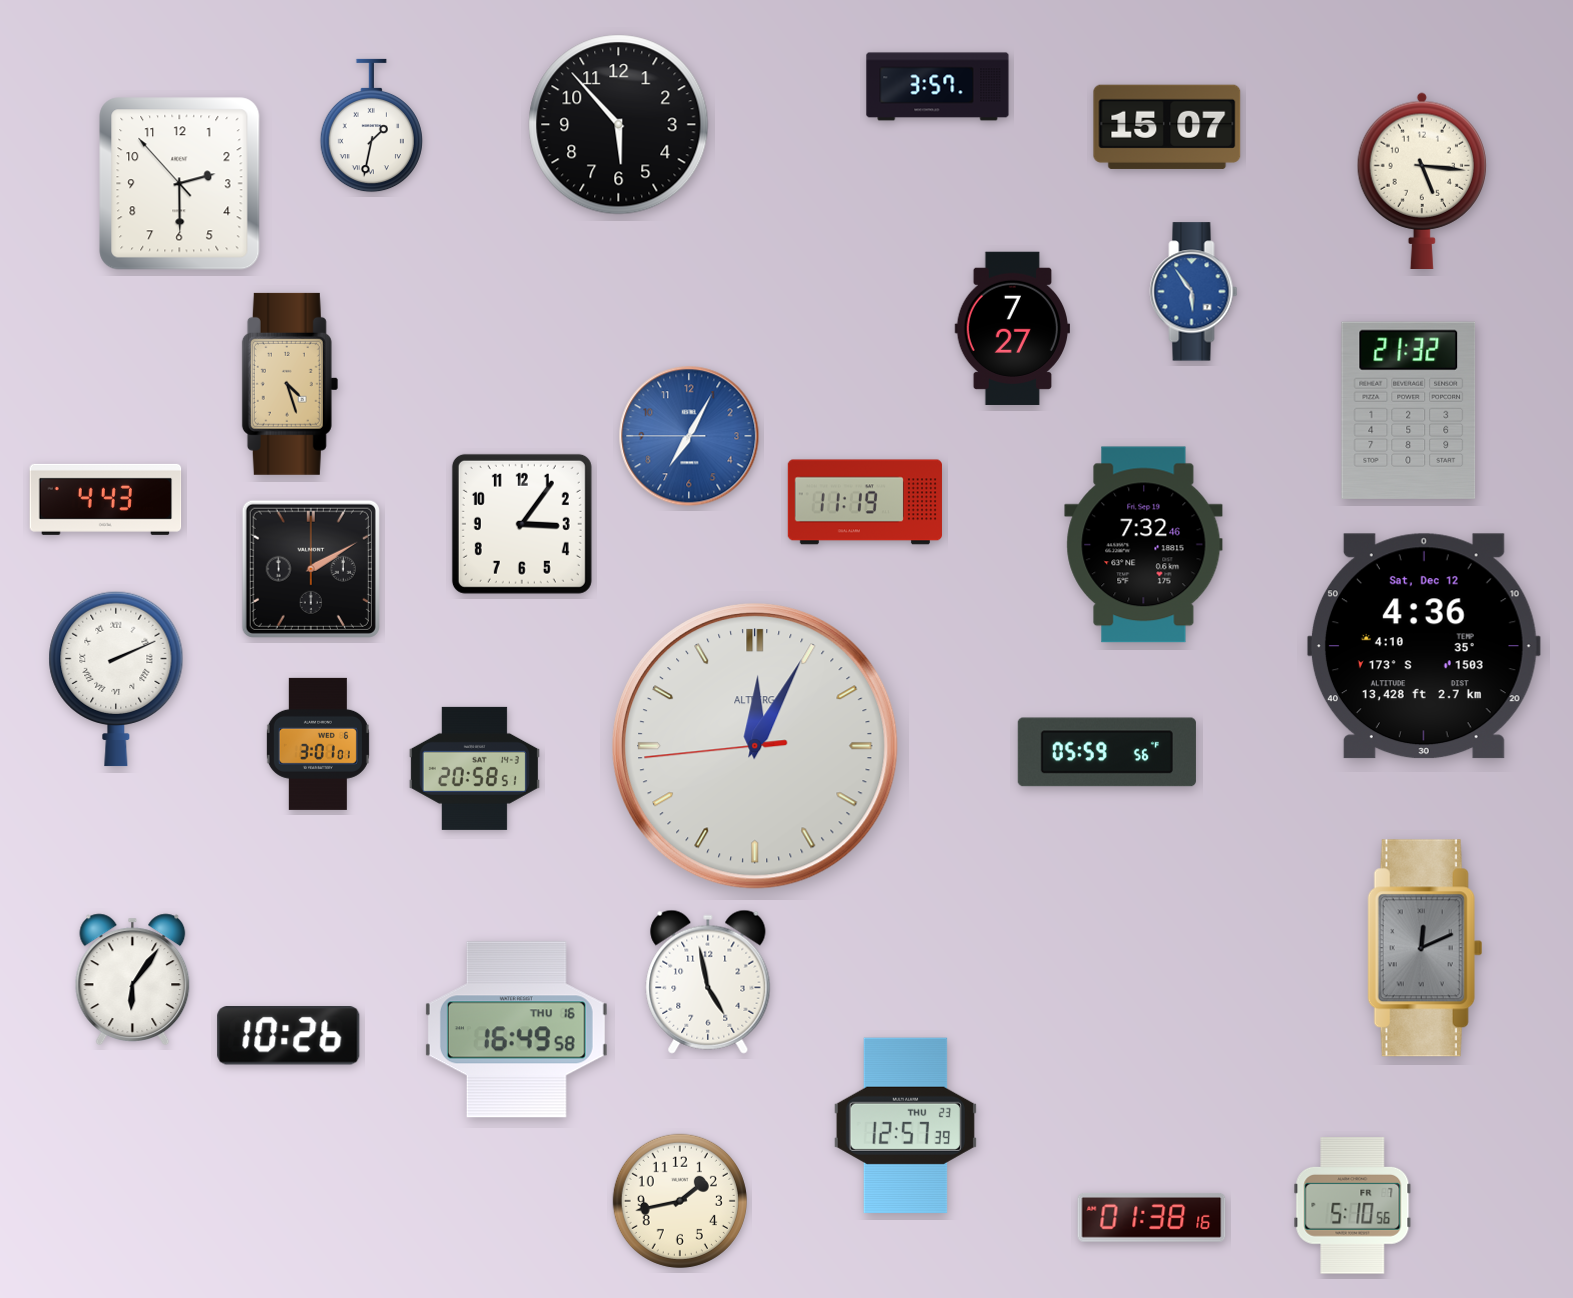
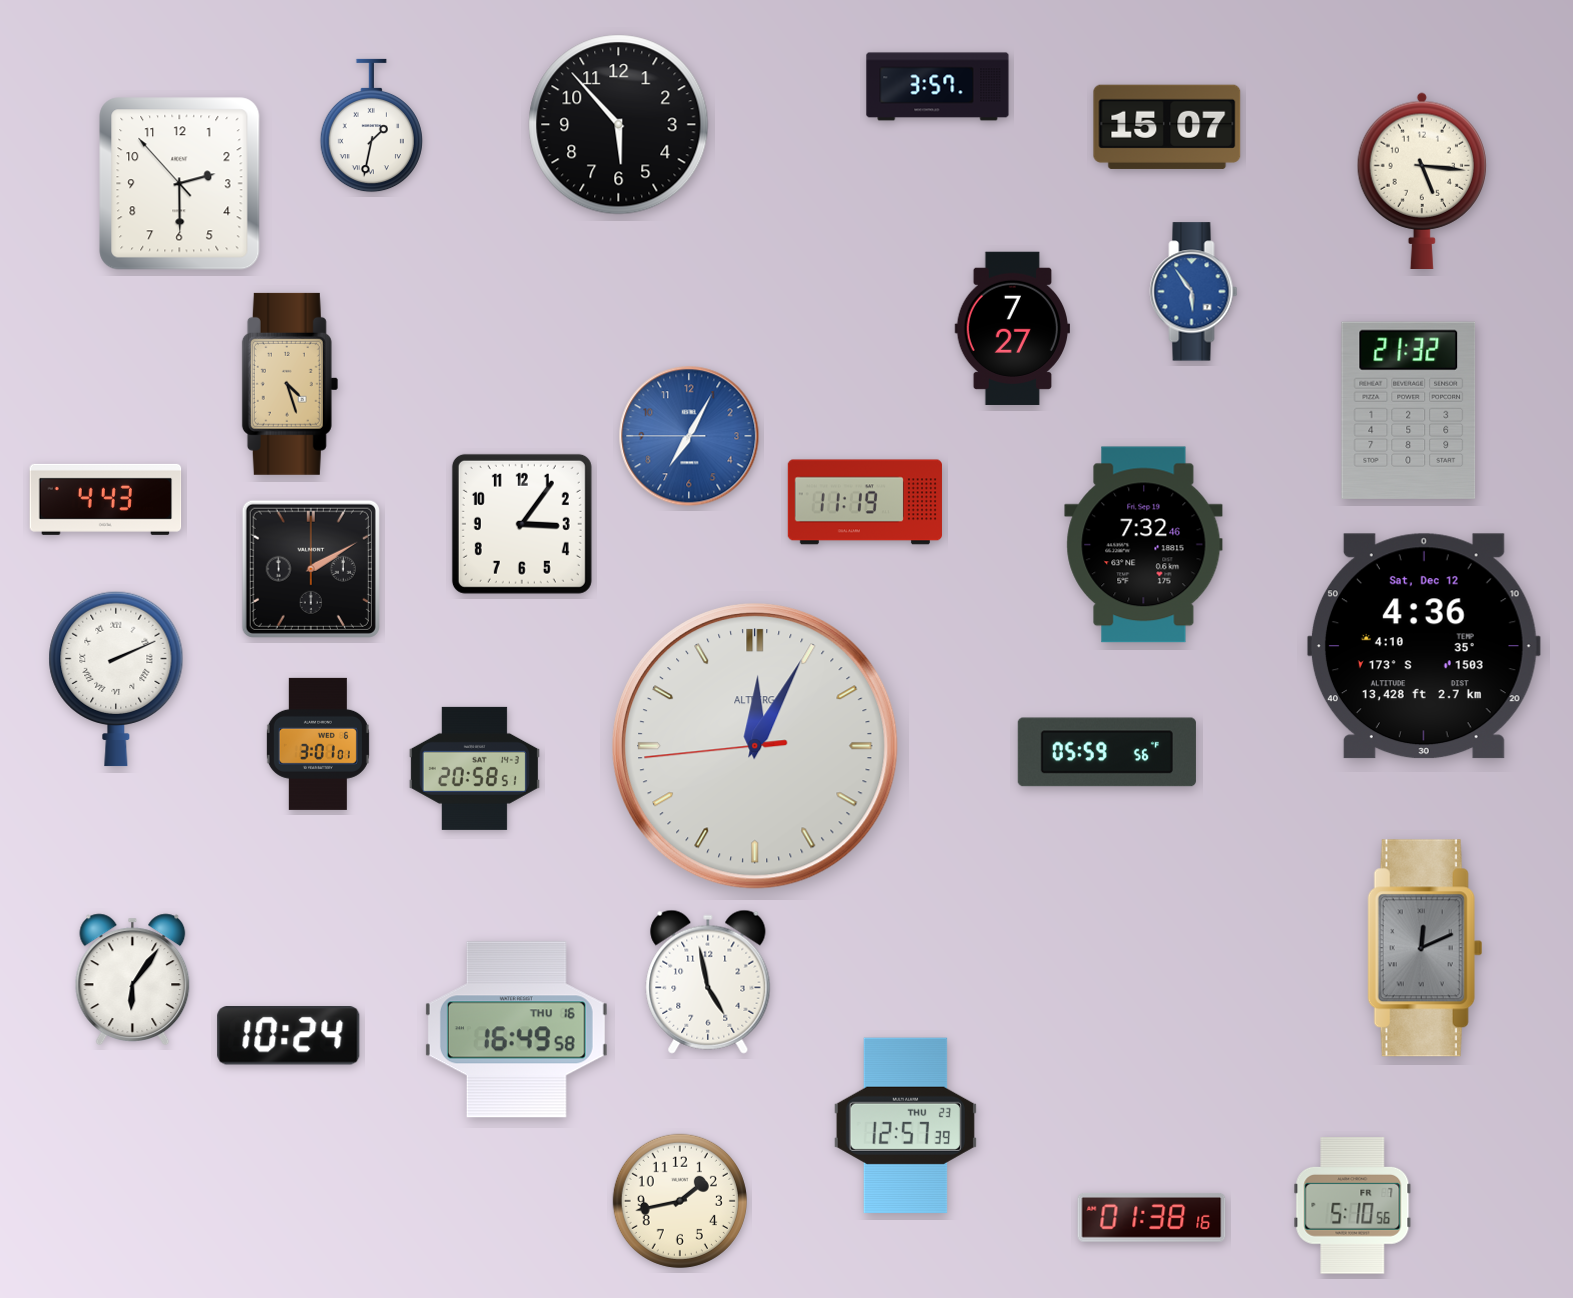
clock at (289, 1035): 10:26 -> 10:24
